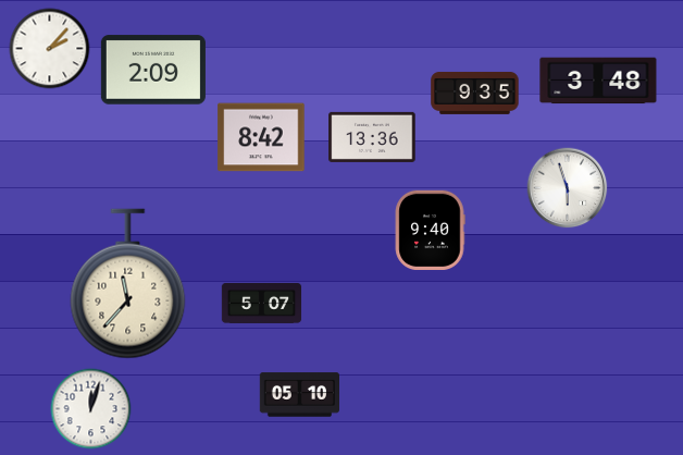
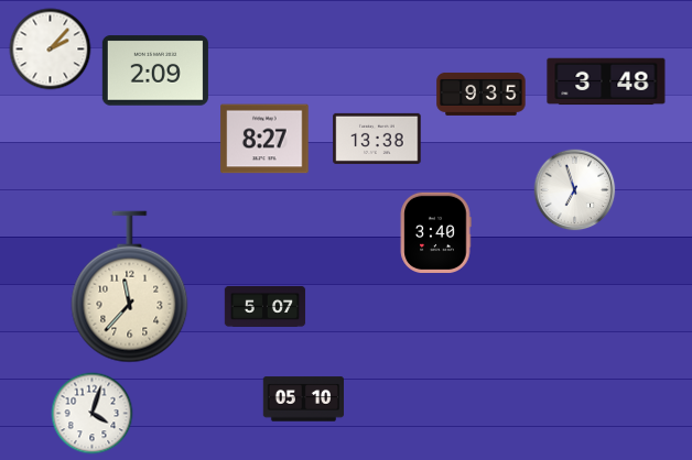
clock at (261, 137): 8:42 -> 8:27
clock at (372, 137): 13:36 -> 13:38
clock at (568, 188): 5:57 -> 6:57
clock at (430, 230): 9:40 -> 3:40
clock at (91, 409): 12:03 -> 4:03
